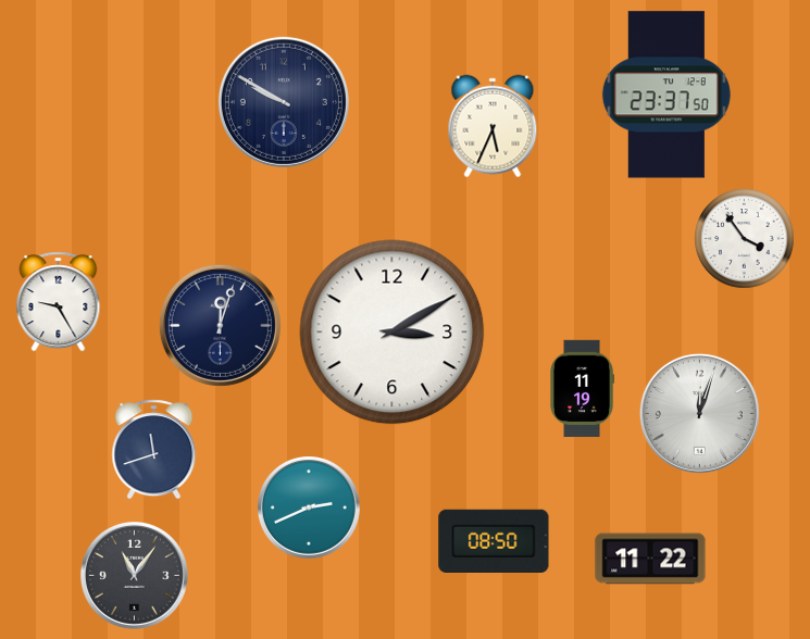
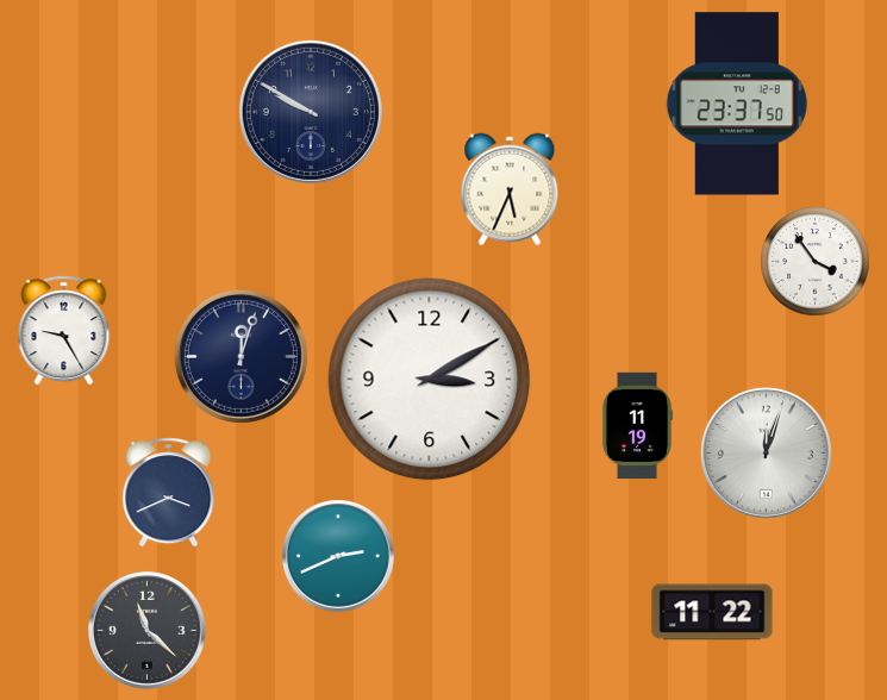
clock at (666, 95) position: (666, 95) -> (737, 104)
clock at (493, 126) position: (493, 126) -> (510, 189)
clock at (392, 333) position: (392, 333) -> (430, 380)
clock at (154, 450): 11:42 -> 3:41
clock at (494, 540): 08:50 -> none
clock at (134, 575): 11:06 -> 11:22
